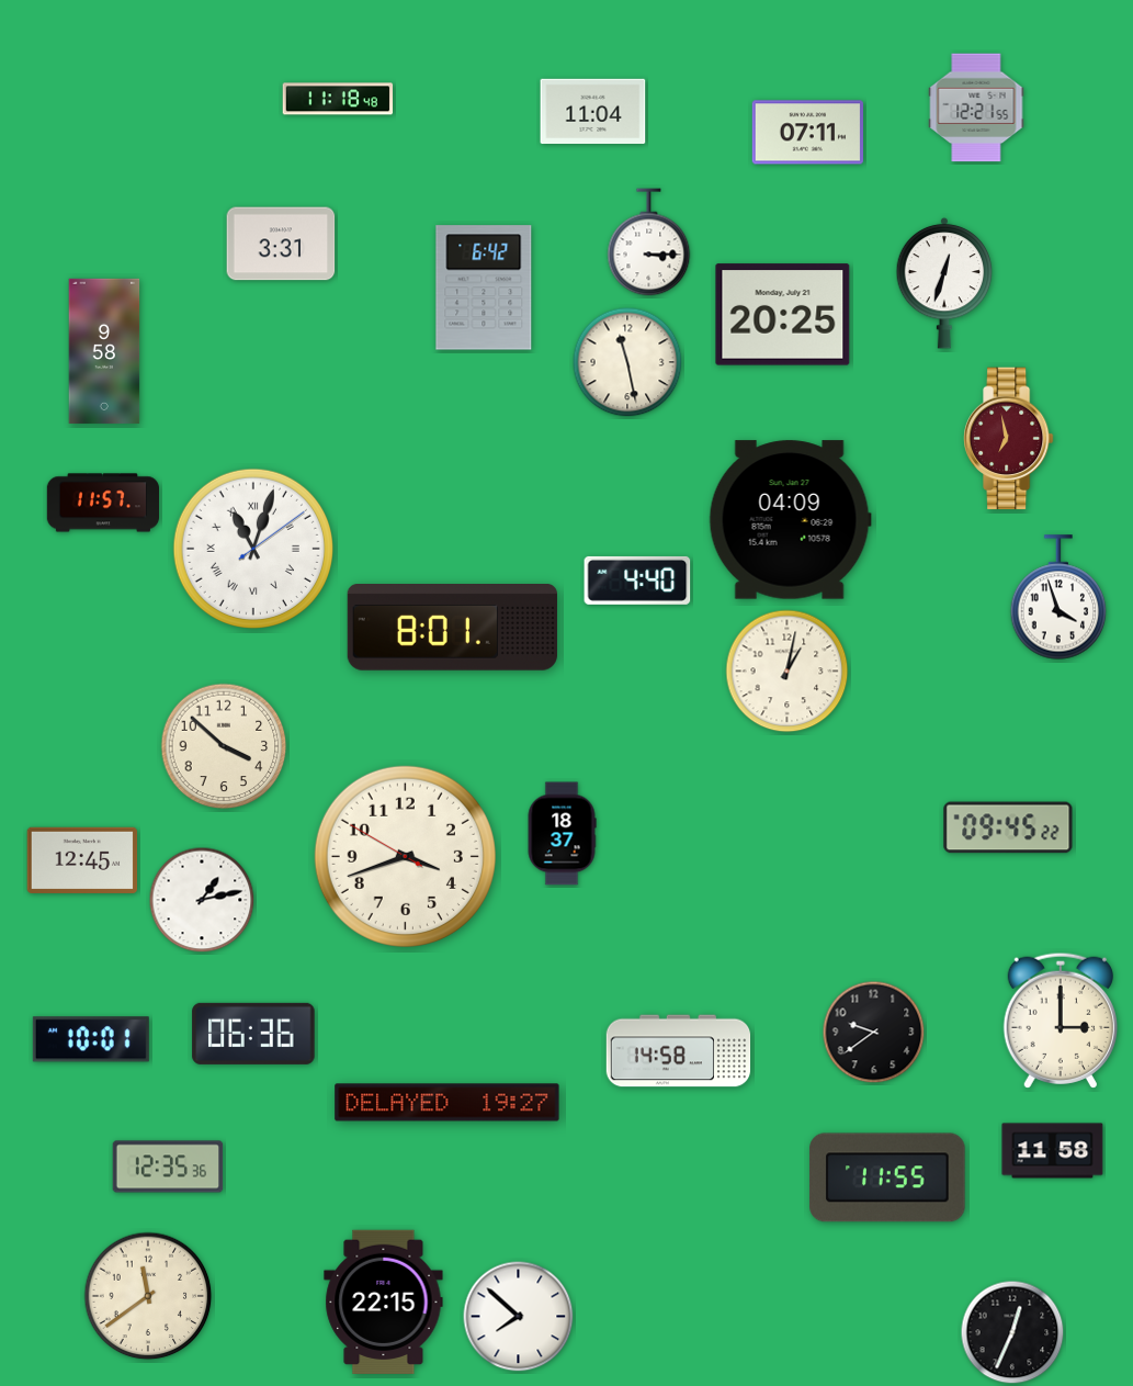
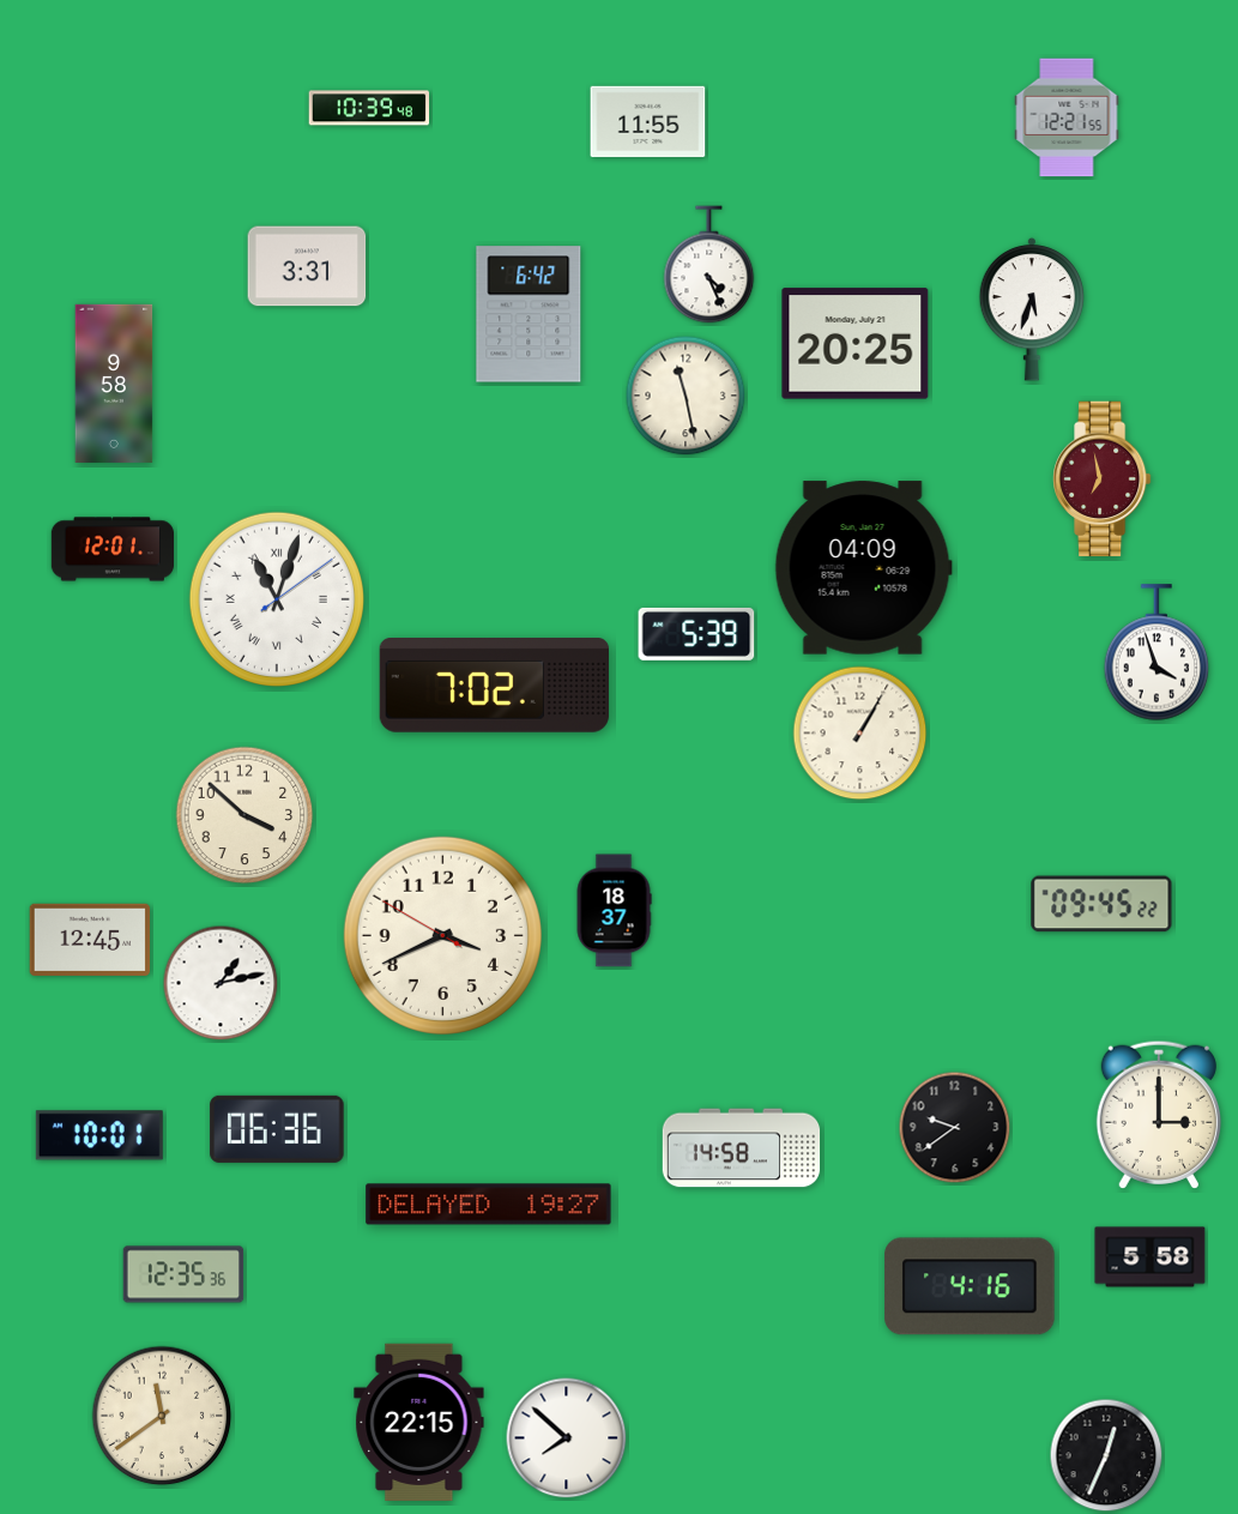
clock at (338, 99): 11:18 -> 10:39
clock at (593, 112): 11:04 -> 11:55
clock at (807, 133): 07:11 -> none
clock at (649, 243): 3:15 -> 4:26
clock at (944, 283): 12:33 -> 5:33
clock at (102, 503): 11:57 -> 12:01
clock at (637, 581): 4:40 -> 5:39
clock at (452, 628): 8:01 -> 7:02
clock at (788, 672): 1:02 -> 1:05
clock at (405, 856): 3:41 -> 3:40
clock at (1053, 1151): 11:58 -> 5:58
clock at (887, 1177): 11:55 -> 4:16
